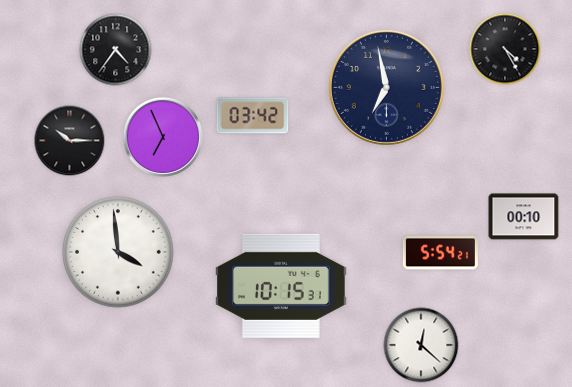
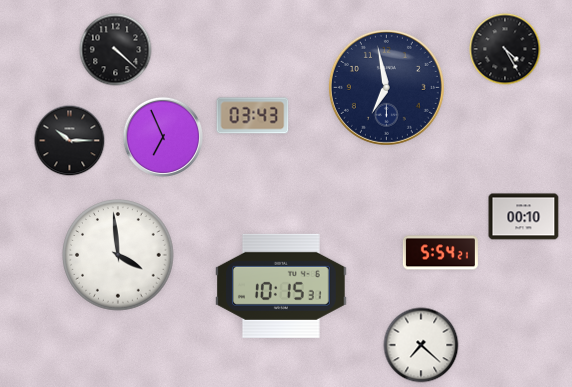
clock at (116, 50): 4:36 -> 4:22
clock at (253, 116): 03:42 -> 03:43
clock at (118, 252) position: (118, 252) -> (118, 255)
clock at (421, 345): 12:22 -> 7:22
